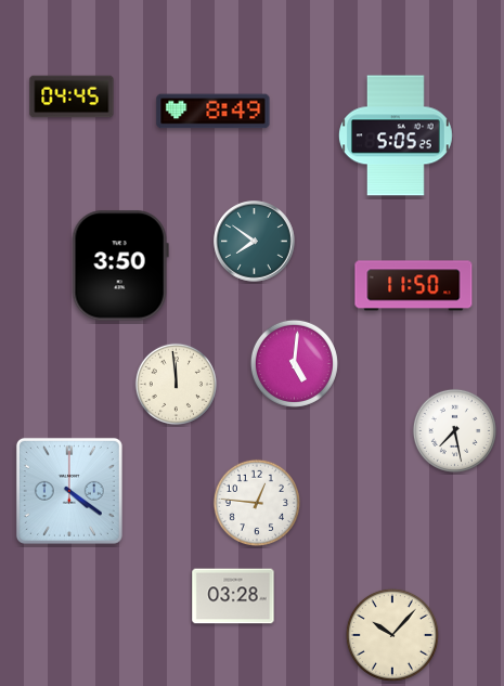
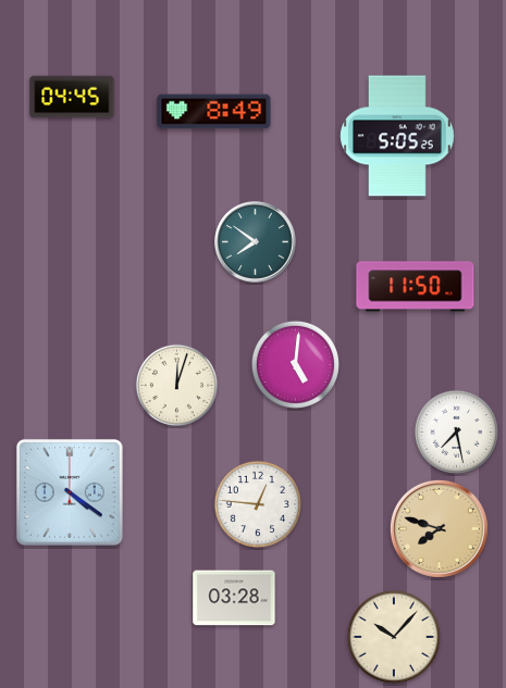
clock at (120, 266): 3:50 -> none
clock at (176, 384): 11:59 -> 12:03
clock at (439, 528): none -> 7:48
